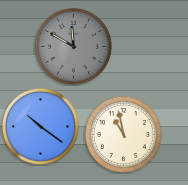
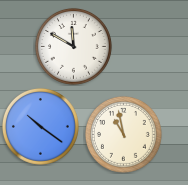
clock at (73, 46) dial: grey -> white
